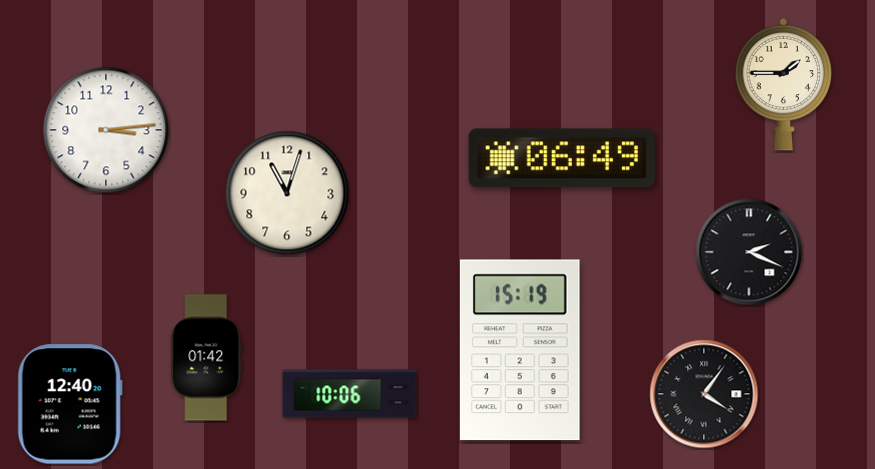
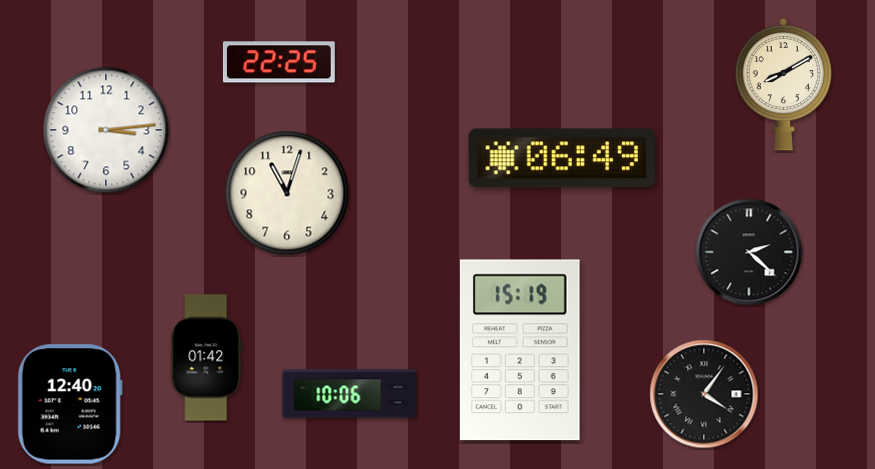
clock at (279, 62): none -> 22:25
clock at (784, 84): 1:45 -> 8:10
clock at (749, 252): 2:19 -> 2:22
